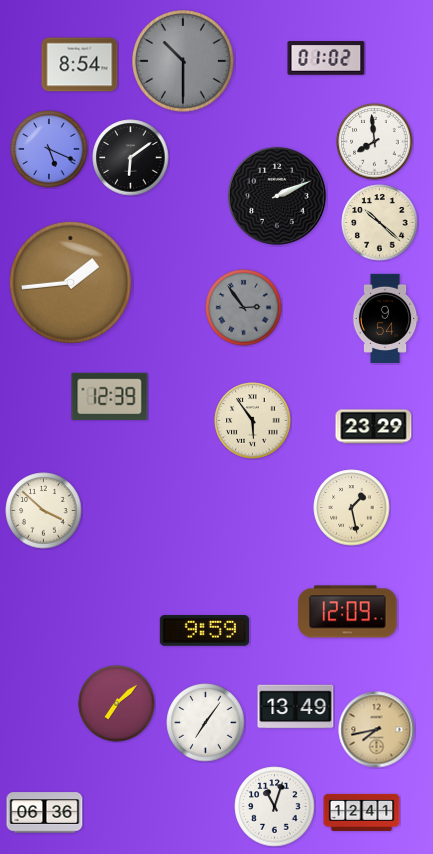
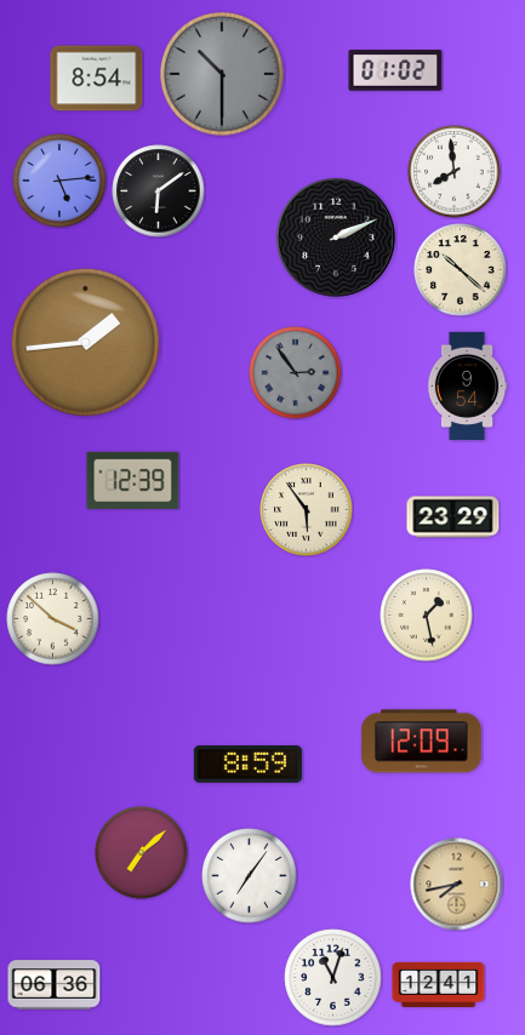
clock at (49, 149): 5:19 -> 5:14
clock at (204, 631): 9:59 -> 8:59
clock at (296, 707): 13:49 -> none
